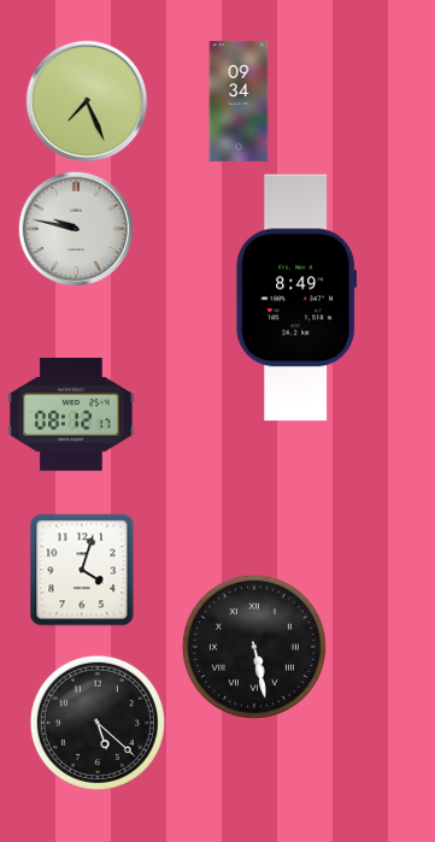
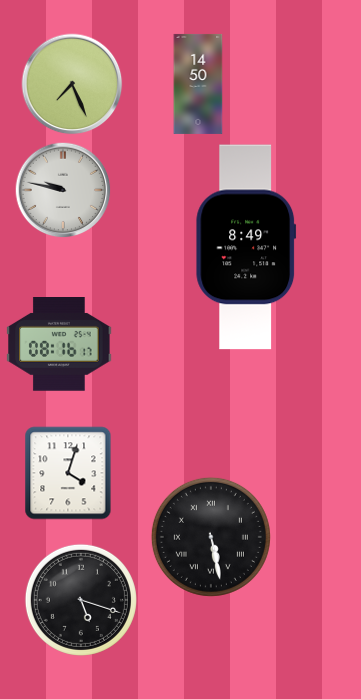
clock at (239, 101): 09:34 -> 14:50
clock at (71, 416): 08:12 -> 08:16
clock at (98, 723): 5:22 -> 5:18
